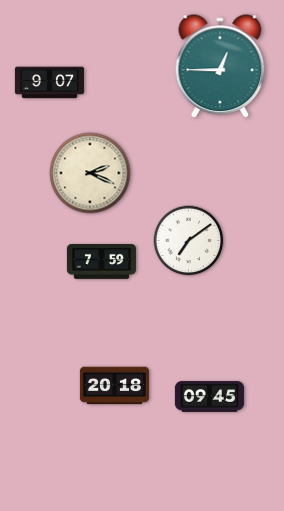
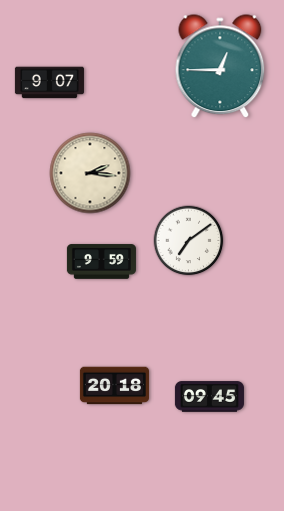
clock at (90, 173): 2:19 -> 2:16
clock at (101, 262): 7:59 -> 9:59
